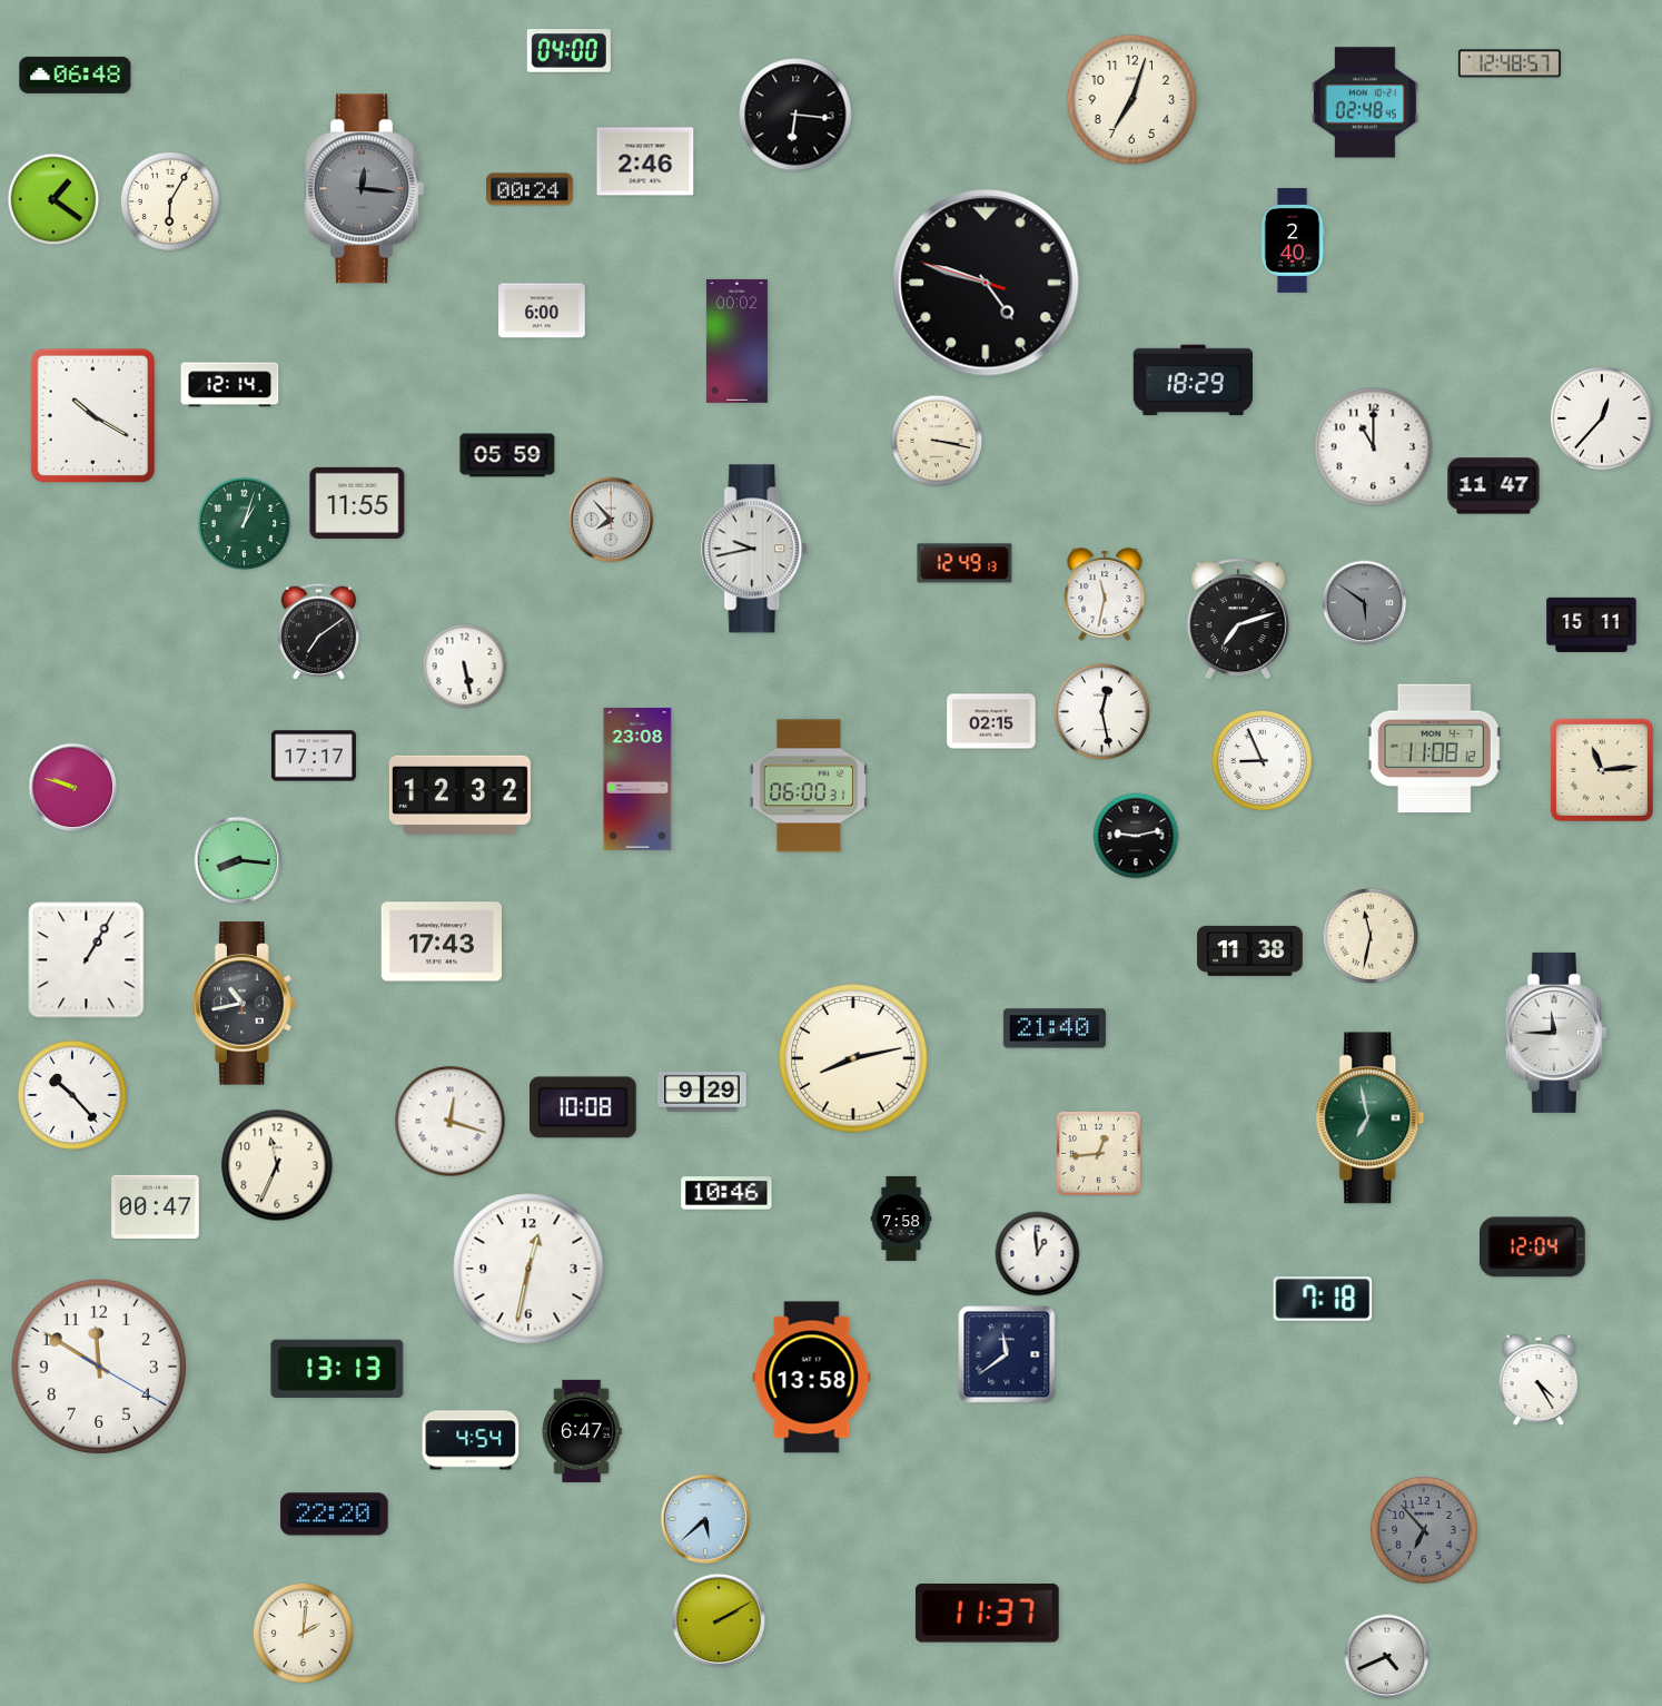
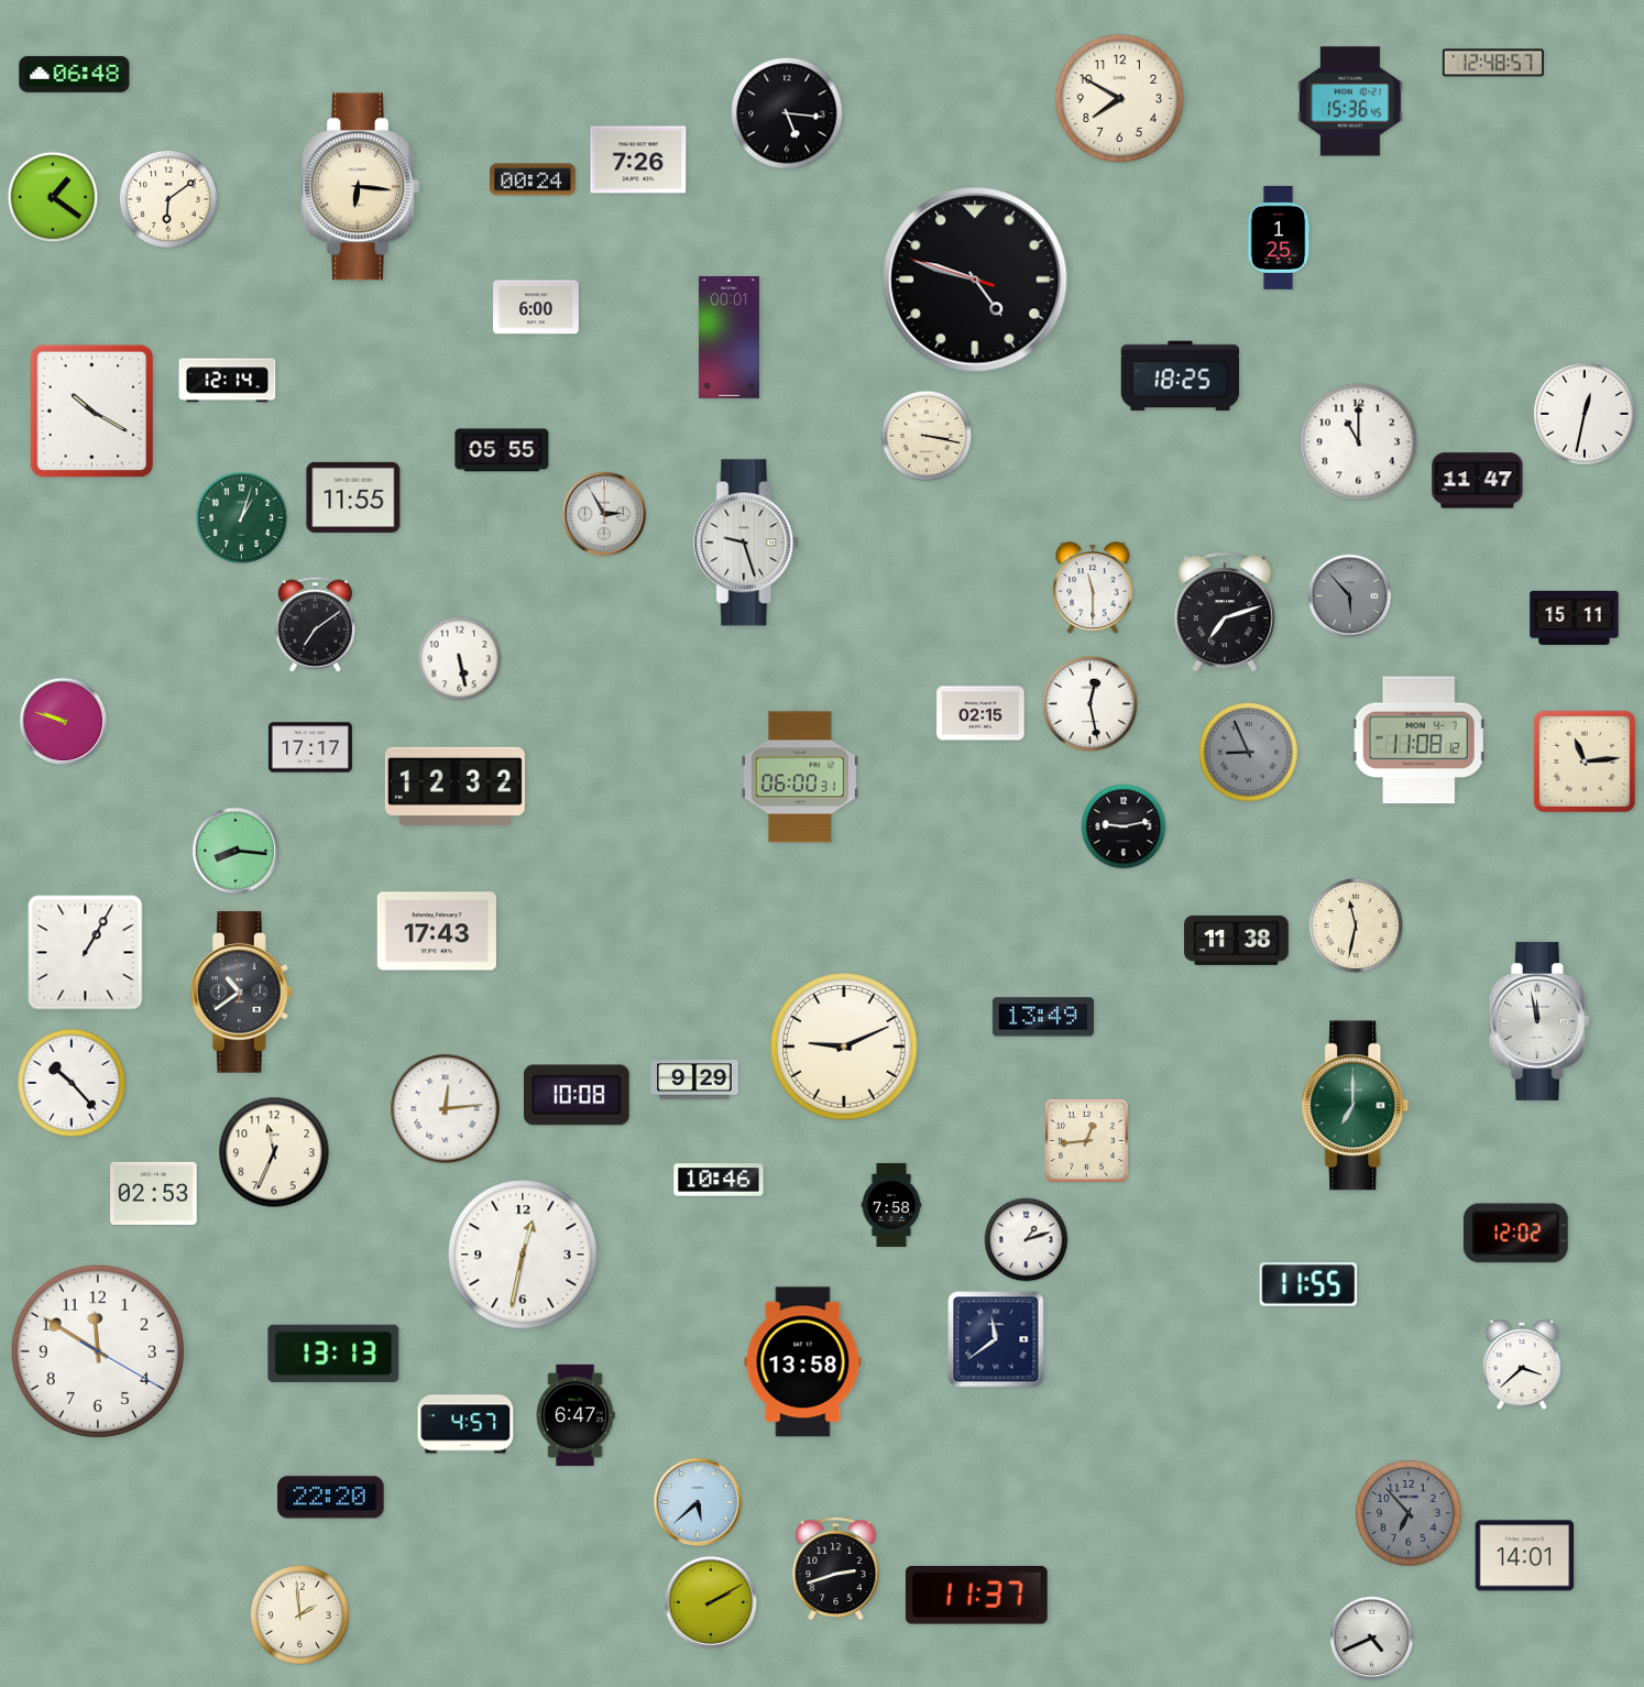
clock at (568, 51): 04:00 -> none
clock at (1132, 100): 7:03 -> 7:50
clock at (1365, 102): 02:48 -> 15:36
clock at (795, 115): 6:16 -> 5:16
clock at (645, 161): 2:46 -> 7:26
clock at (364, 189): 12:16 -> 6:16
clock at (364, 189) dial: grey -> cream
clock at (531, 189) position: (531, 189) -> (534, 179)
clock at (170, 201): 6:05 -> 6:09
clock at (1293, 240): 2:40 -> 1:25
clock at (736, 341): 00:02 -> 00:01
clock at (1194, 381): 18:29 -> 18:25
clock at (1603, 420): 12:37 -> 12:32
clock at (507, 455): 05:59 -> 05:55
clock at (611, 520): 7:53 -> 2:55
clock at (755, 549): 9:43 -> 9:27
clock at (964, 563): 12:49 -> none
clock at (1105, 595): 11:32 -> 11:30
clock at (1365, 603): 5:51 -> 5:53
clock at (1262, 760) dial: white -> grey
clock at (637, 779): 23:08 -> none
clock at (73, 788) position: (73, 788) -> (64, 722)
clock at (87, 960) position: (87, 960) -> (86, 953)
clock at (244, 1004): 10:43 -> 10:39
clock at (1055, 1028): 21:40 -> 13:49
clock at (1556, 1033): 11:45 -> 11:58
clock at (853, 1058): 8:13 -> 9:11
clock at (1371, 1118): 6:58 -> 7:00
clock at (451, 1122): 12:18 -> 12:14
clock at (156, 1206): 00:47 -> 02:53
clock at (1532, 1248): 12:04 -> 12:02
clock at (1038, 1254): 12:59 -> 1:12
clock at (1323, 1299): 7:18 -> 11:55
clock at (1539, 1380): 4:25 -> 3:38
clock at (471, 1440): 4:54 -> 4:57
clock at (1525, 1556): none -> 14:01
clock at (836, 1568): none -> 2:42
clock at (303, 1633): 2:01 -> 1:59
